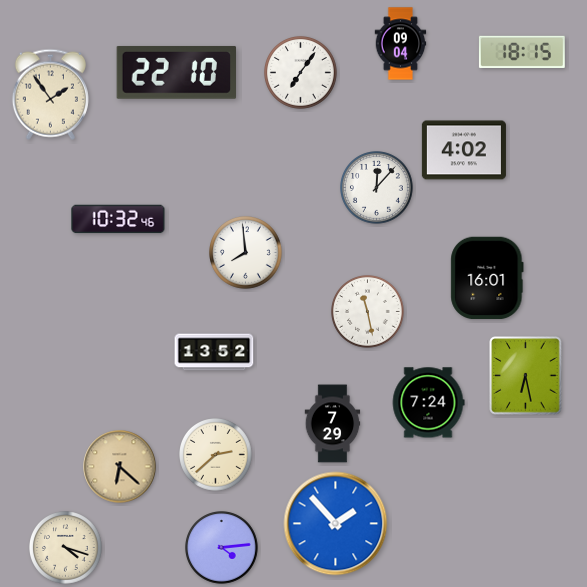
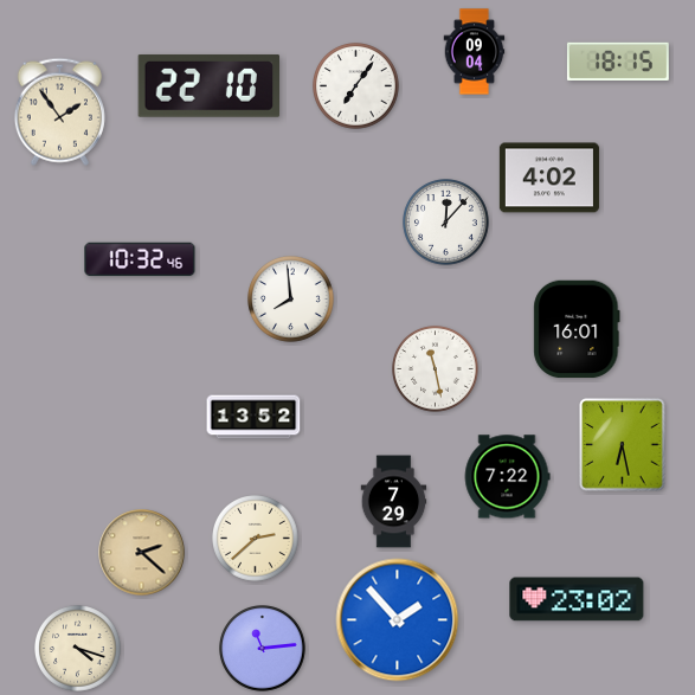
clock at (428, 403): 7:24 -> 7:22
clock at (120, 467): 6:22 -> 2:22
clock at (577, 599): none -> 23:02
clock at (222, 548): 4:14 -> 11:14
